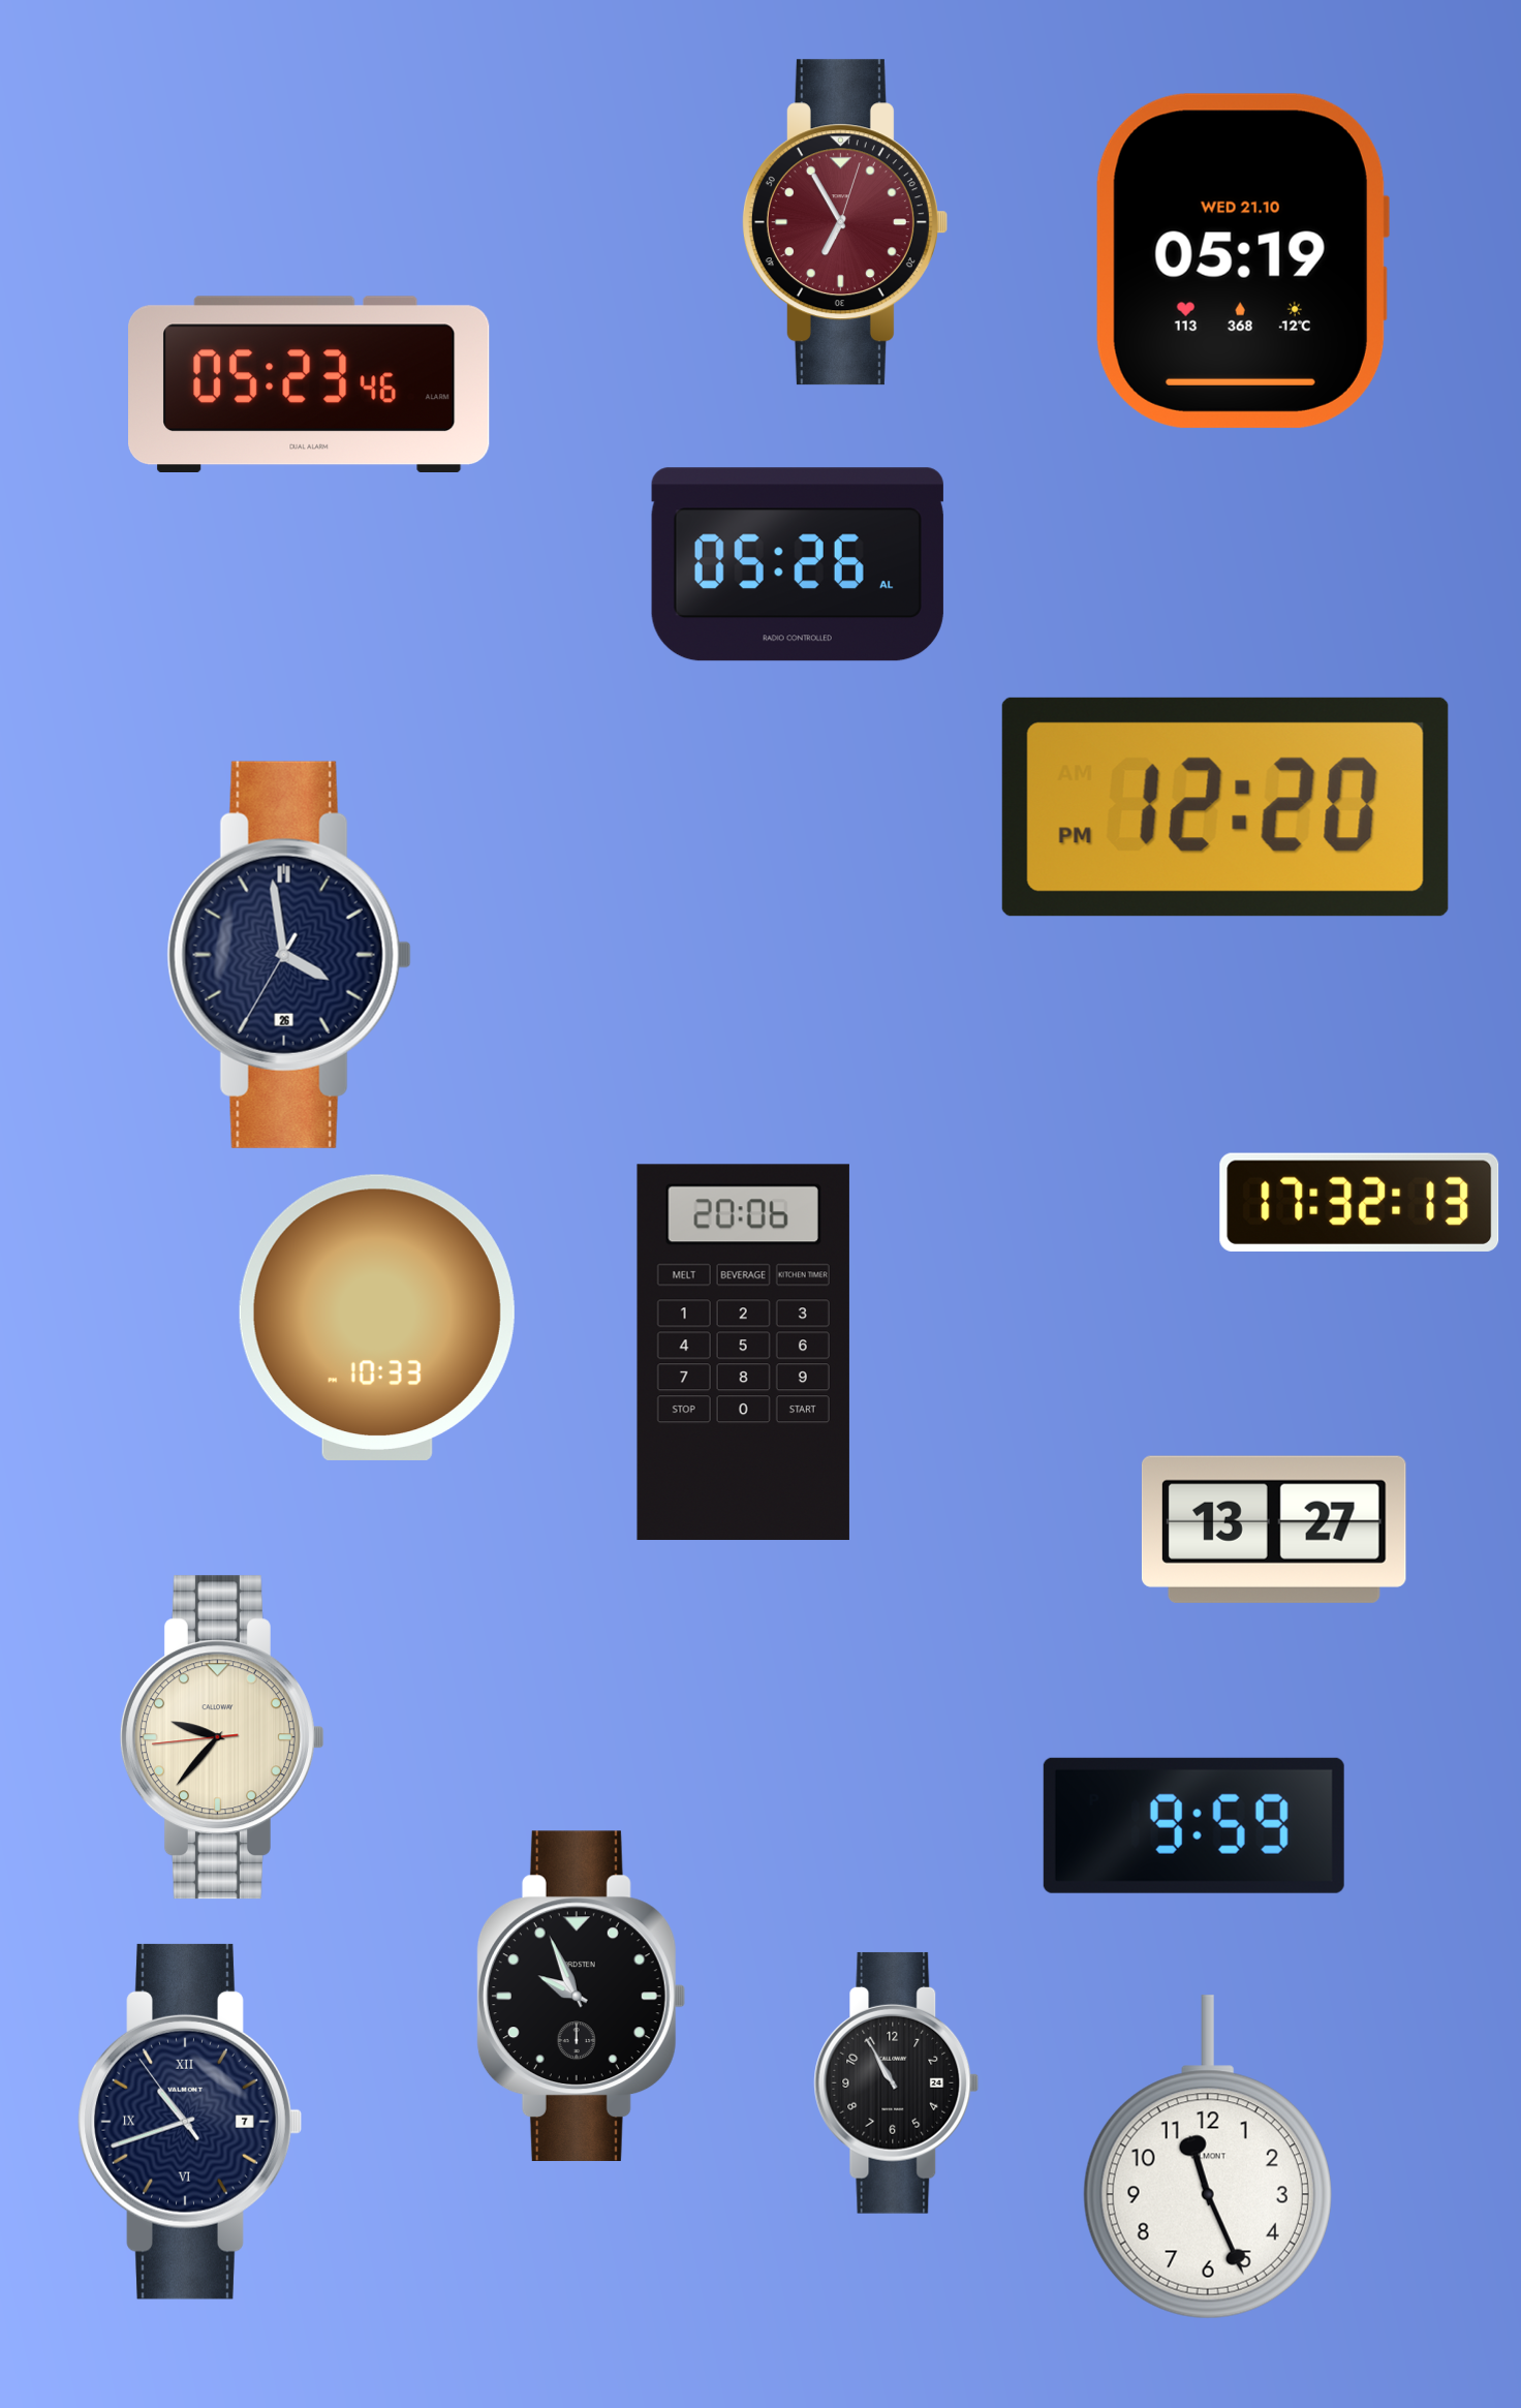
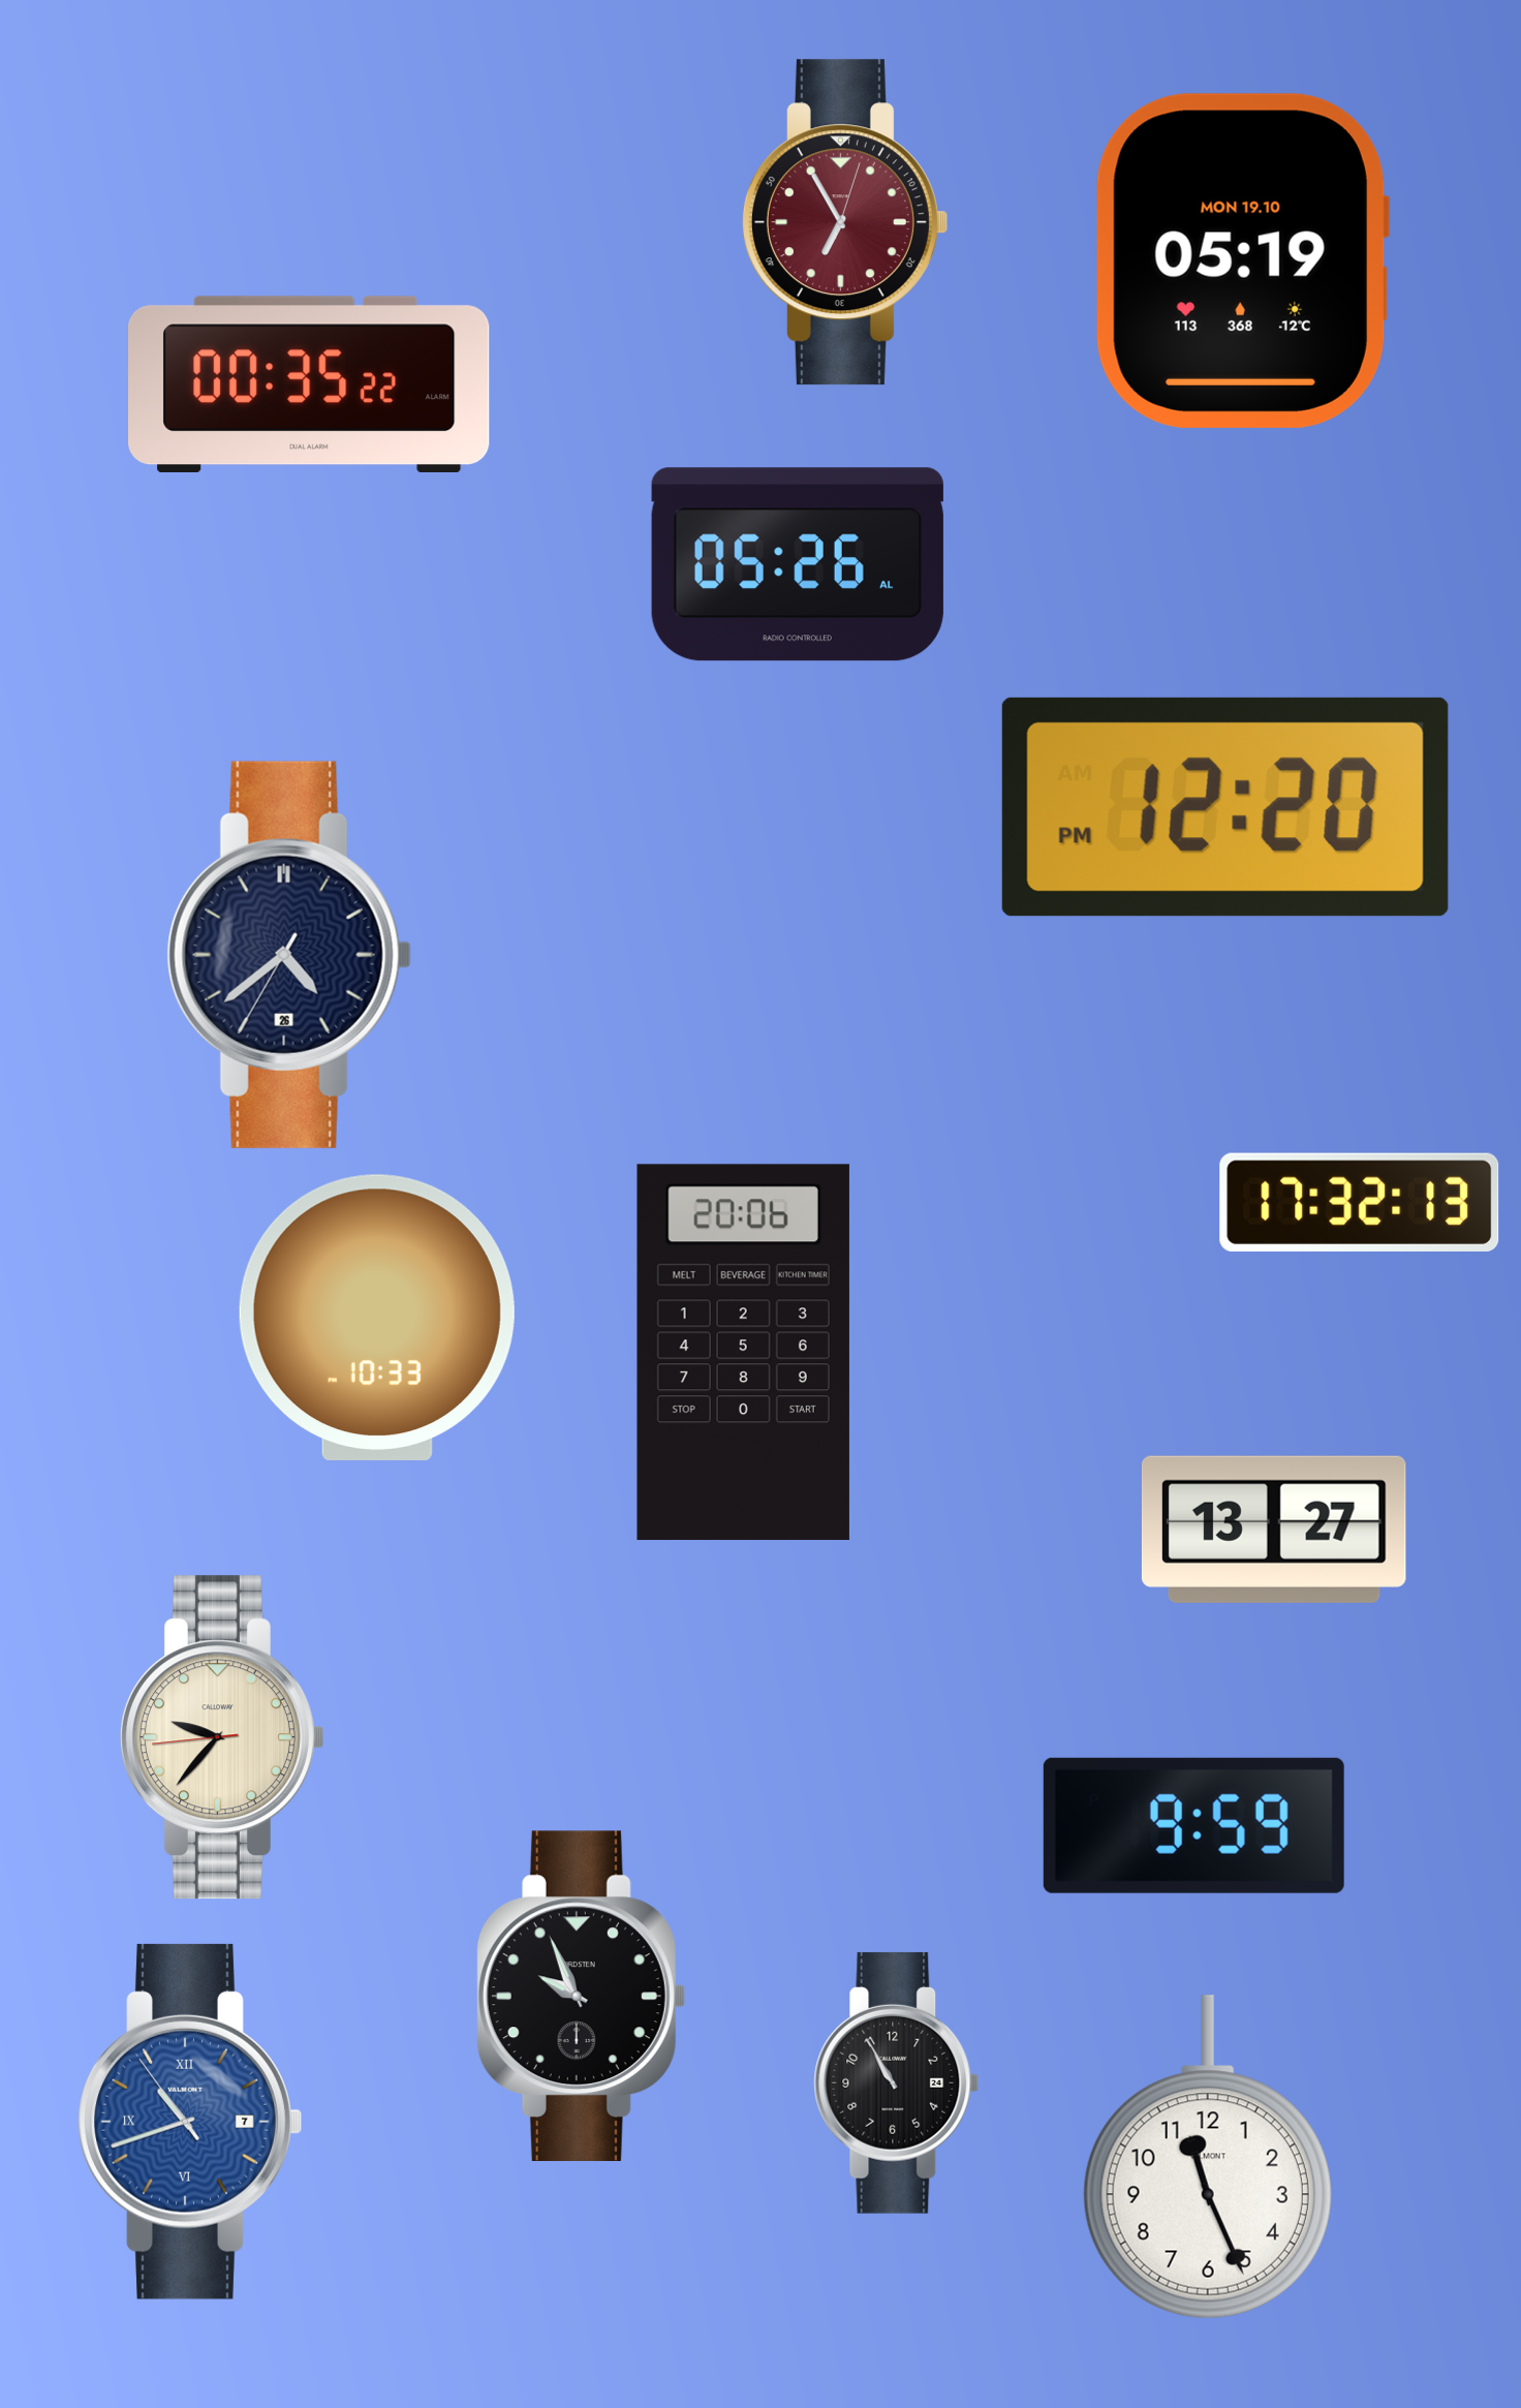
clock at (1242, 260) date: WED 21.10 -> MON 19.10
clock at (310, 383): 05:23 -> 00:35
clock at (289, 955): 3:58 -> 4:38
clock at (190, 2122) dial: navy -> blue
